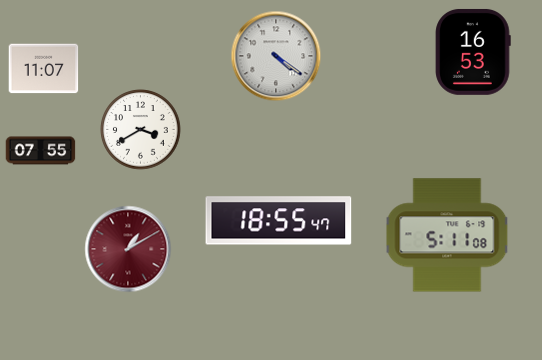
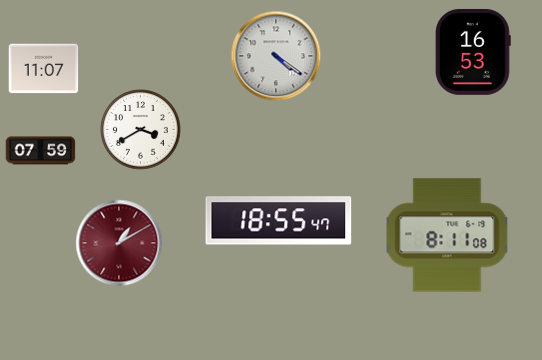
clock at (41, 151): 07:55 -> 07:59
clock at (447, 235): 5:11 -> 8:11
clock at (128, 249) position: (128, 249) -> (119, 243)
